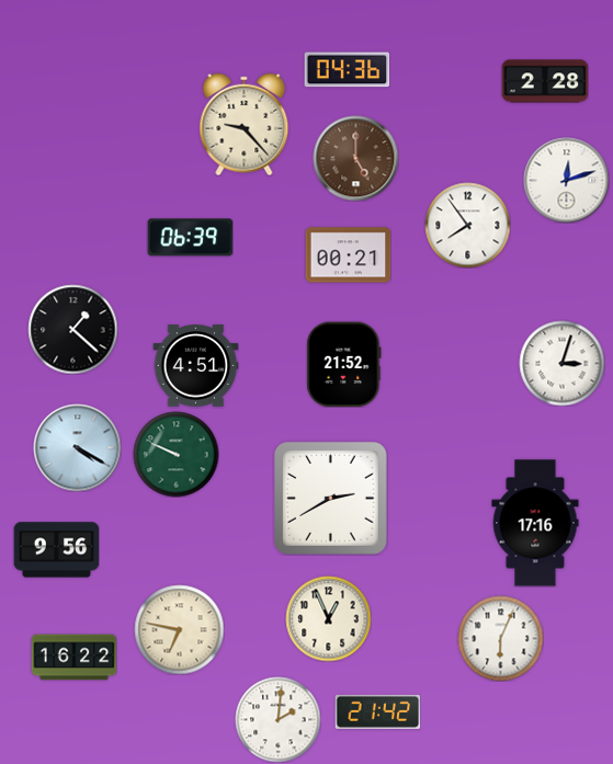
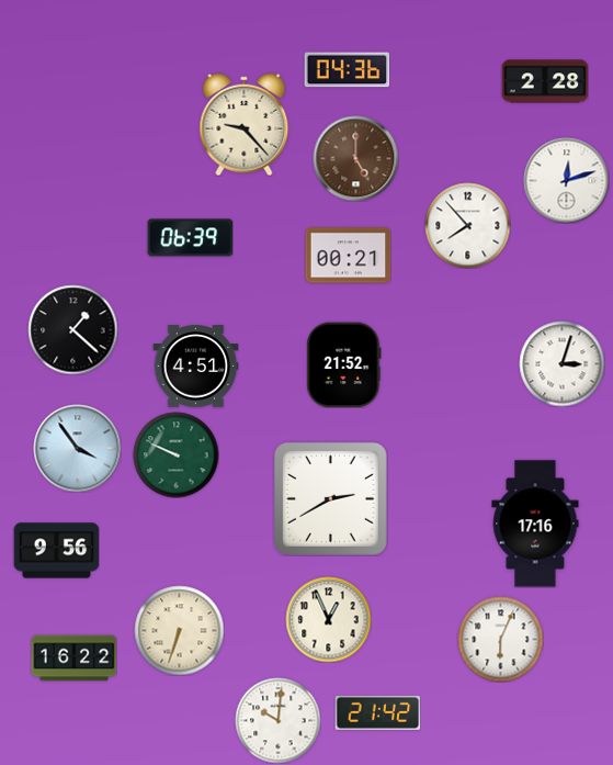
clock at (467, 225): 7:54 -> 7:53
clock at (77, 447): 4:20 -> 3:54
clock at (179, 629): 6:47 -> 6:33
clock at (277, 719): 2:01 -> 10:01
